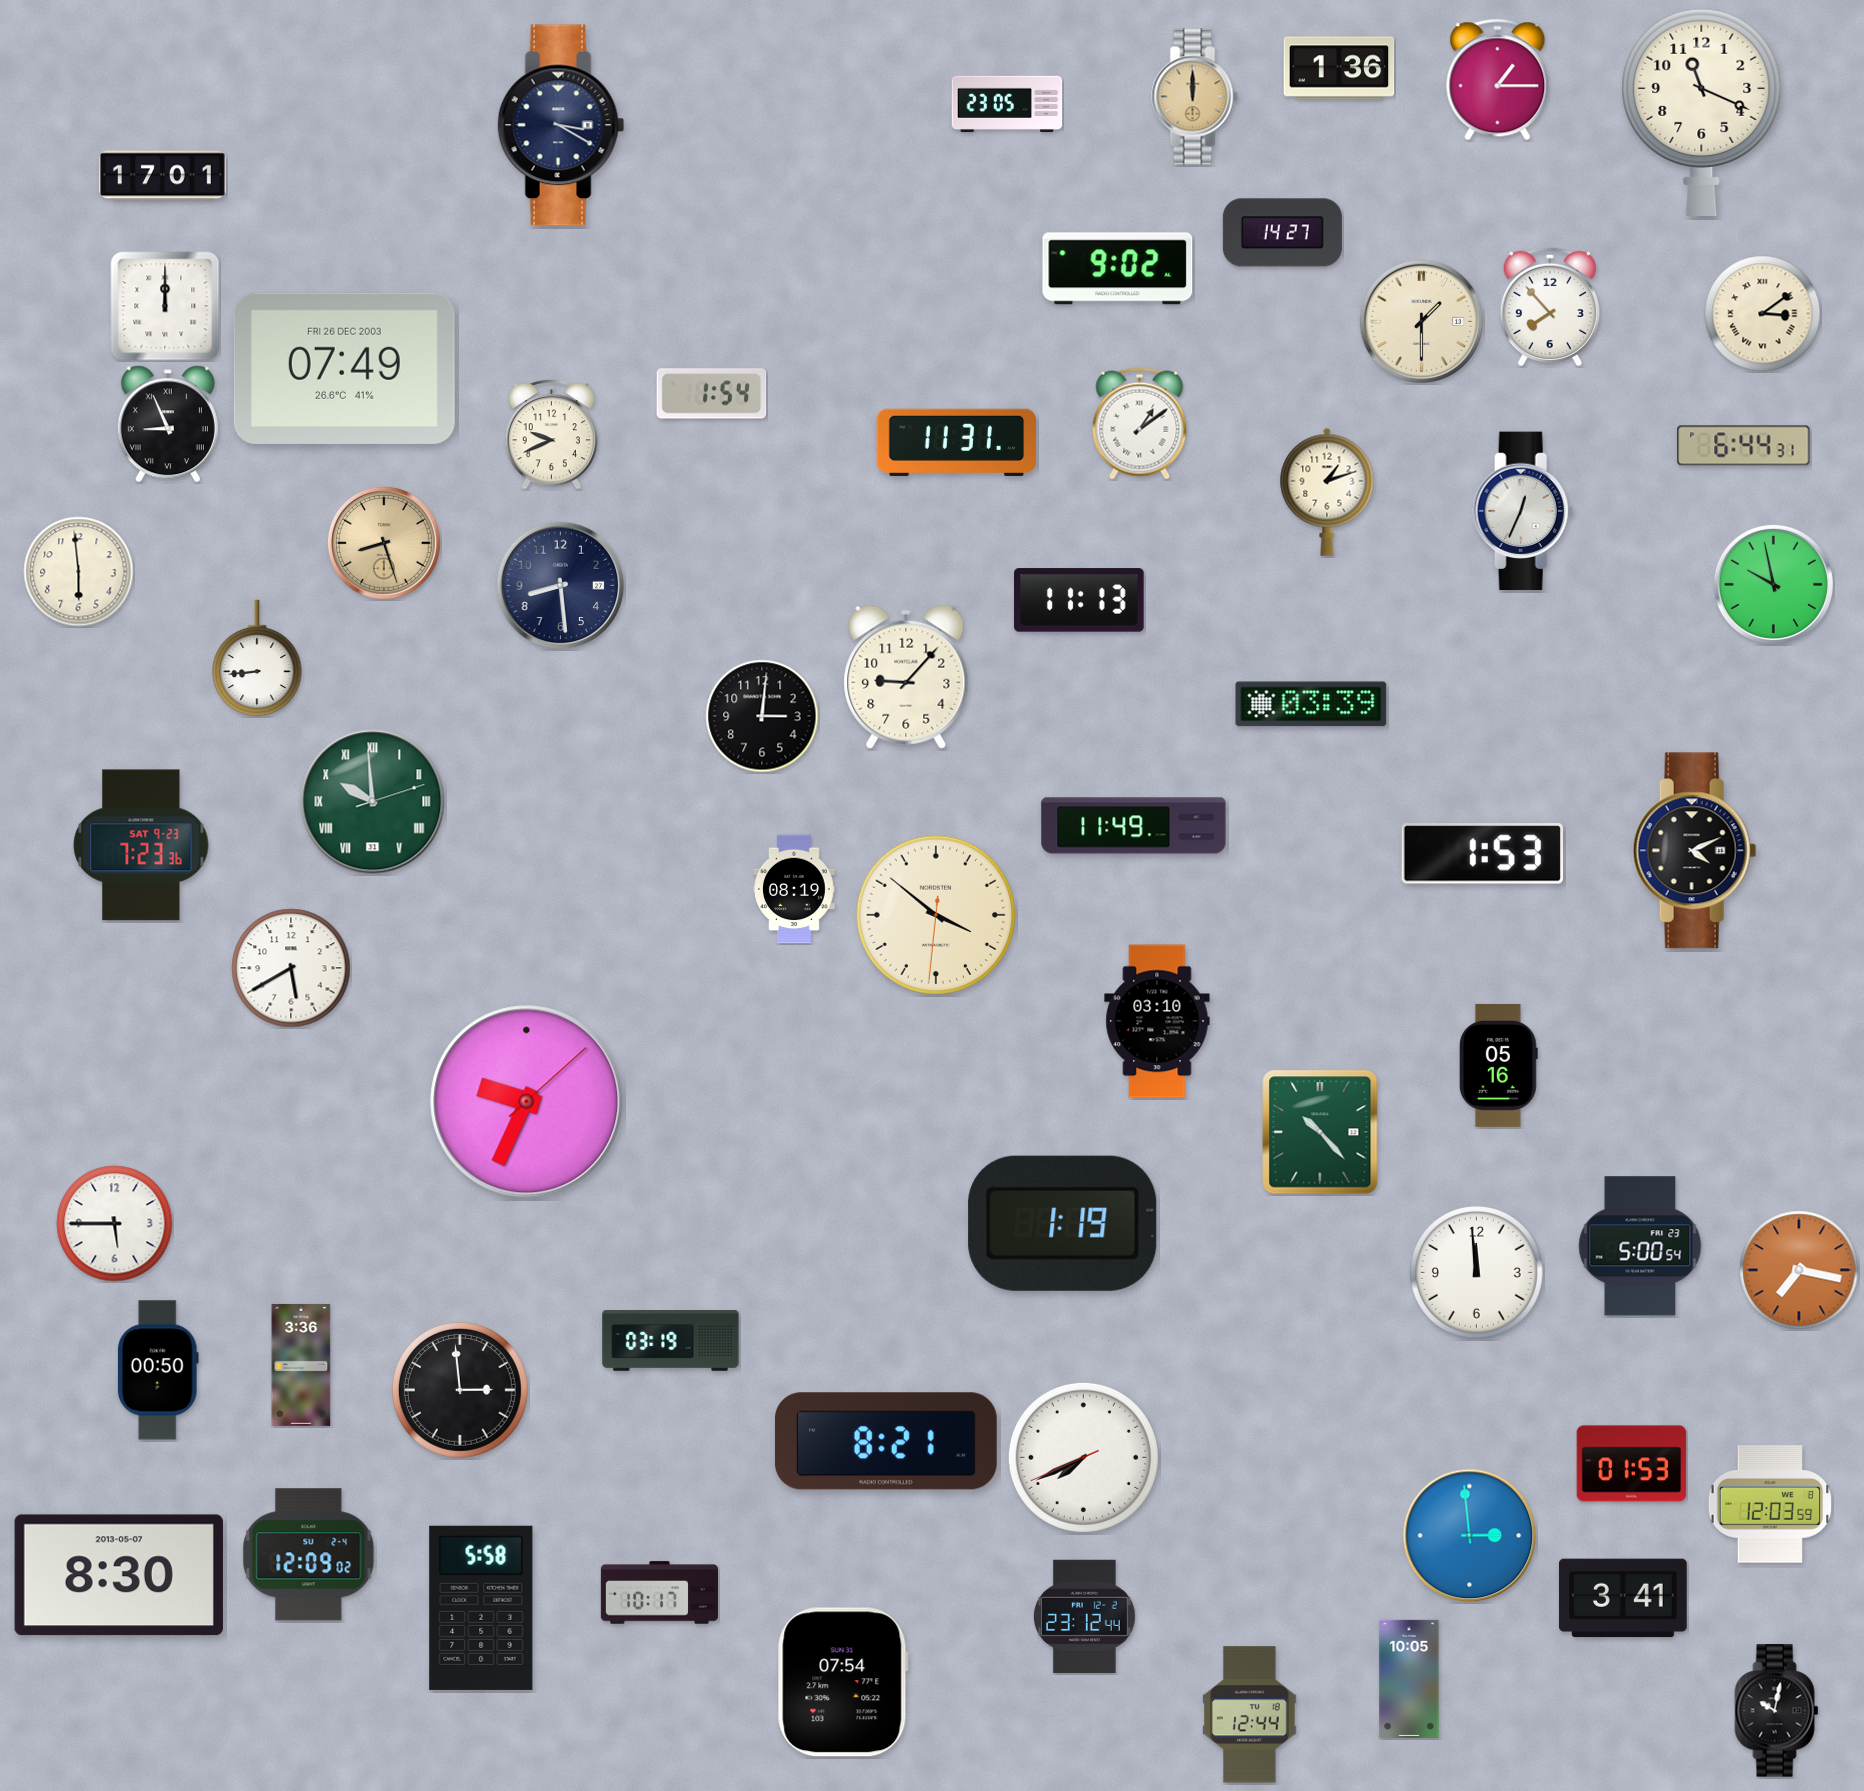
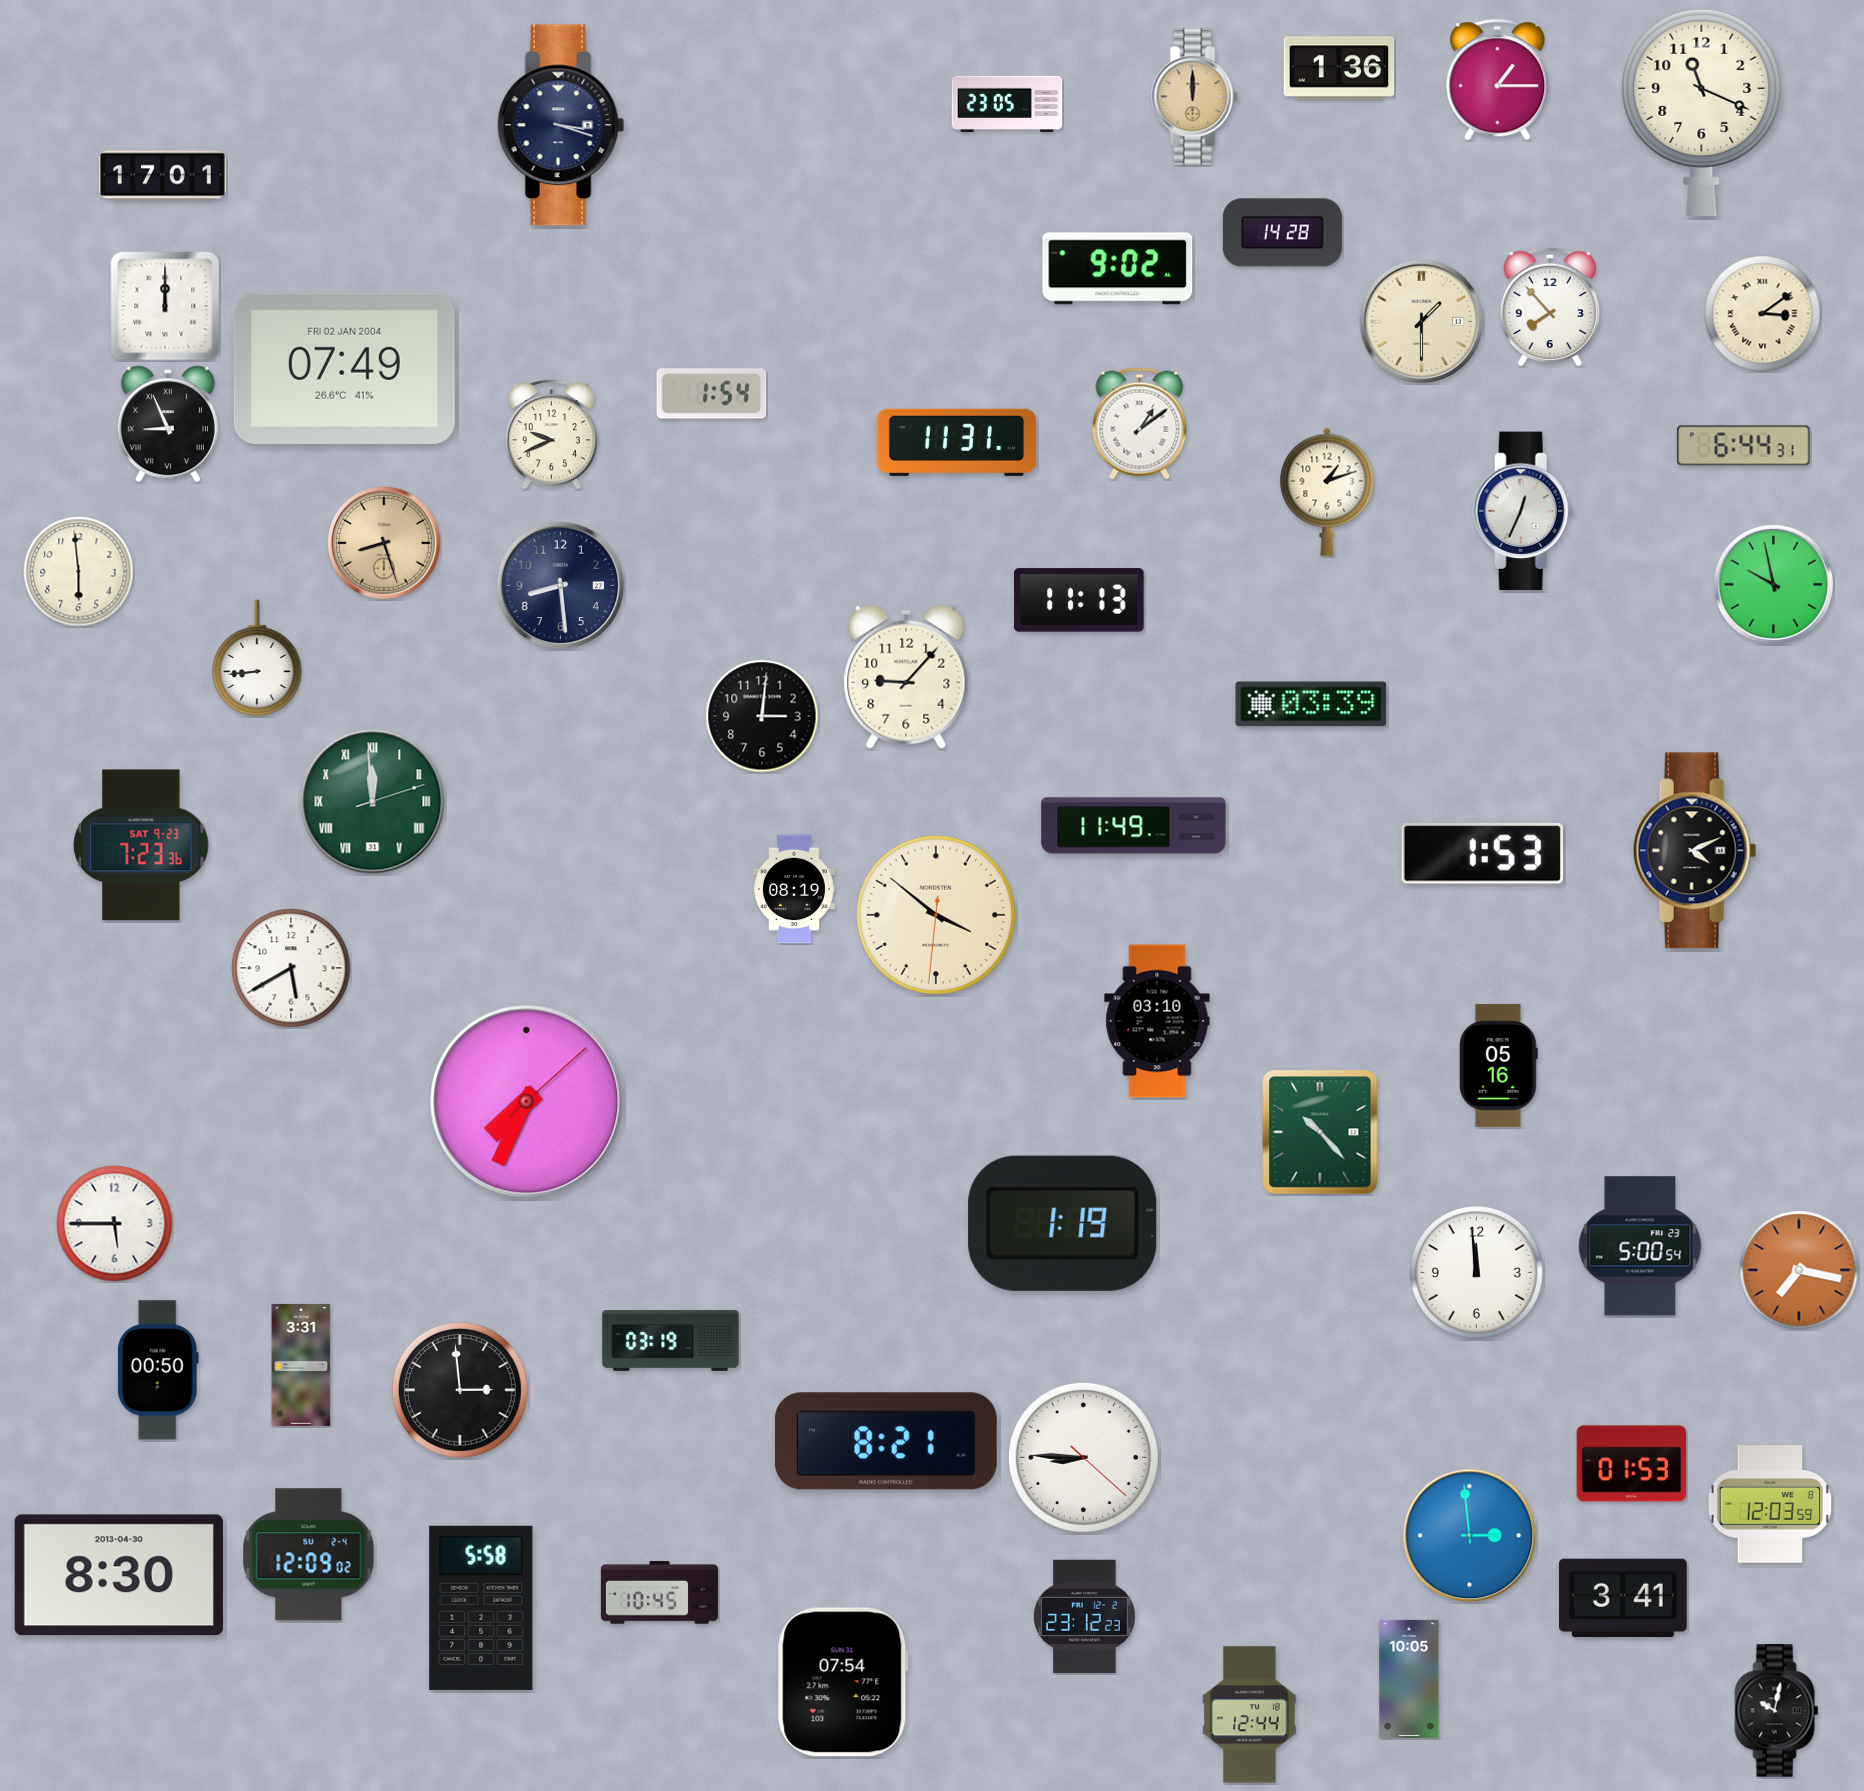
clock at (561, 125): 3:20 -> 3:18
clock at (1282, 233): 14:27 -> 14:28
clock at (344, 368) date: FRI 26 DEC 2003 -> FRI 02 JAN 2004
clock at (373, 802): 9:59 -> 11:59
clock at (527, 1102): 9:34 -> 7:34
clock at (301, 1365): 3:36 -> 3:31
clock at (1083, 1457): 7:40 -> 8:45
clock at (119, 1575) date: 2013-05-07 -> 2013-04-30
clock at (659, 1593): 10:17 -> 10:45
clock at (1084, 1617): 23:12:44 -> 23:12:23
